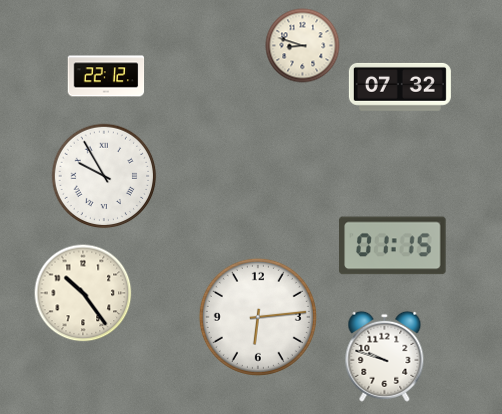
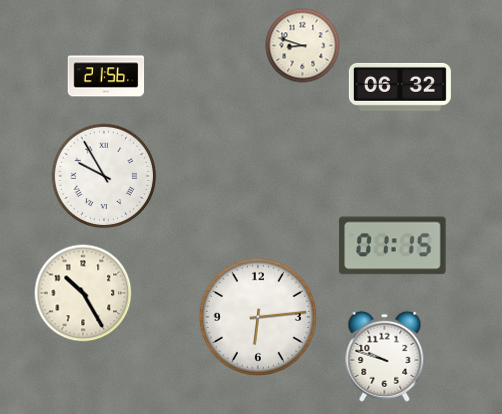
clock at (106, 76): 22:12 -> 21:56
clock at (400, 87): 07:32 -> 06:32
clock at (83, 293): 10:24 -> 10:25
